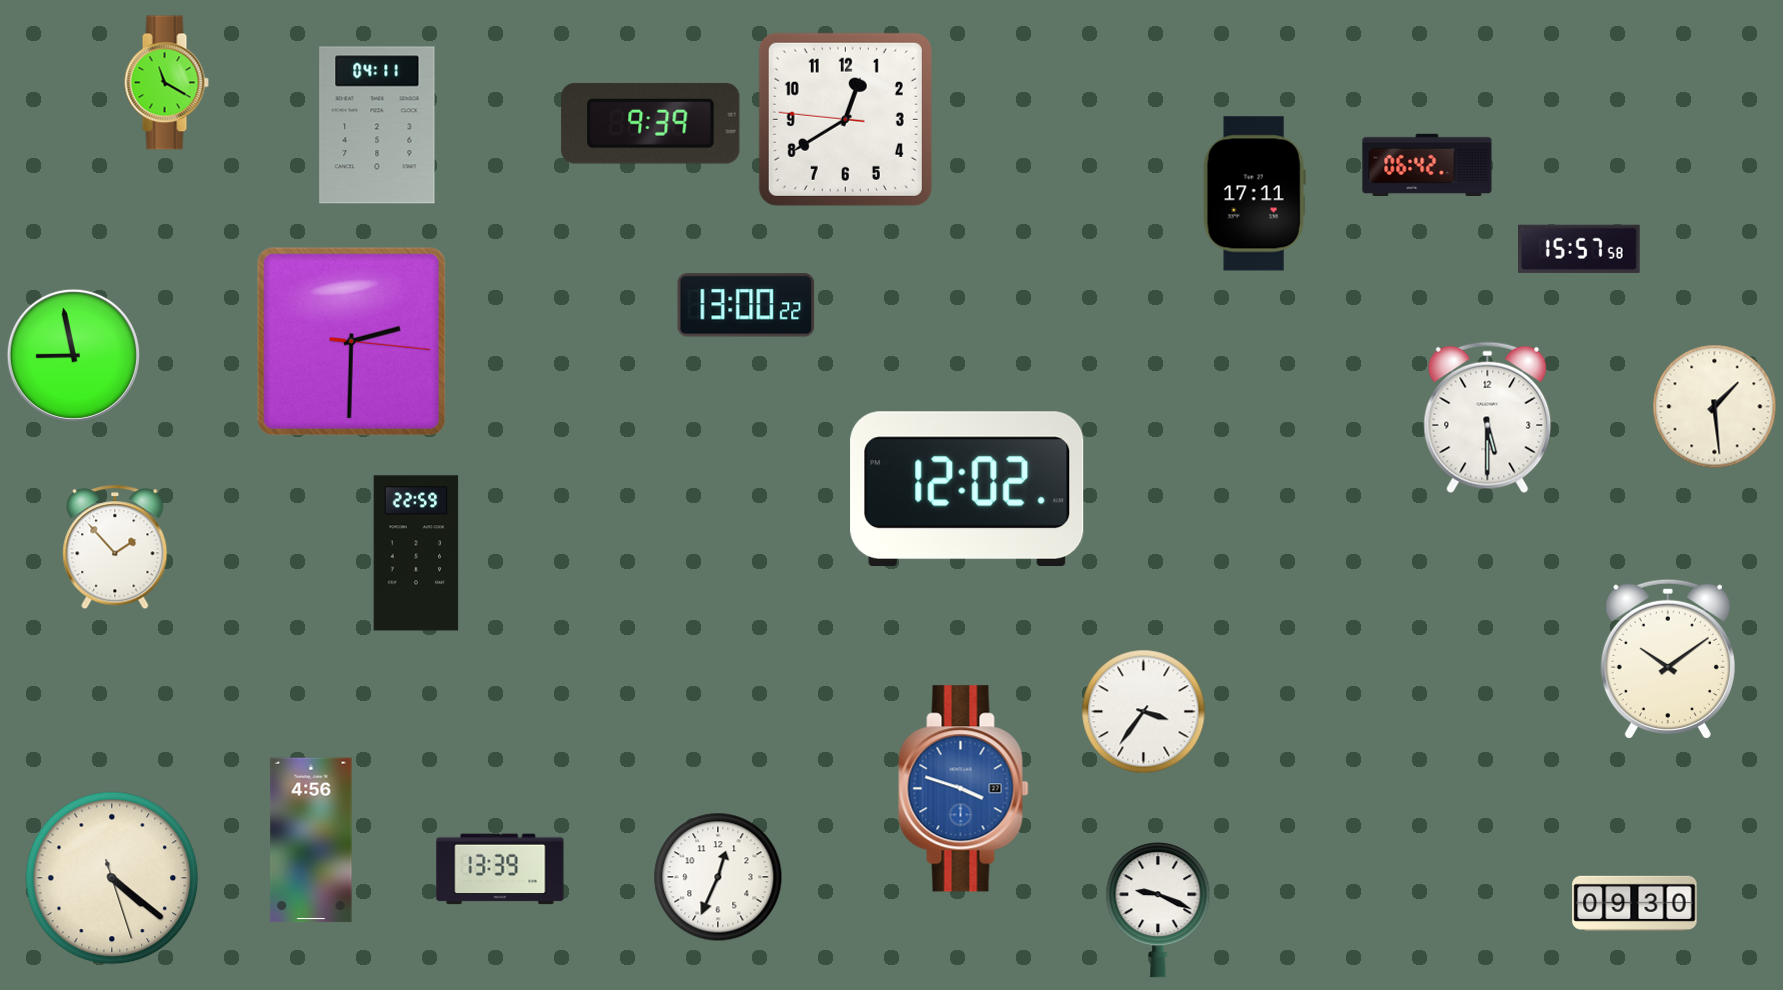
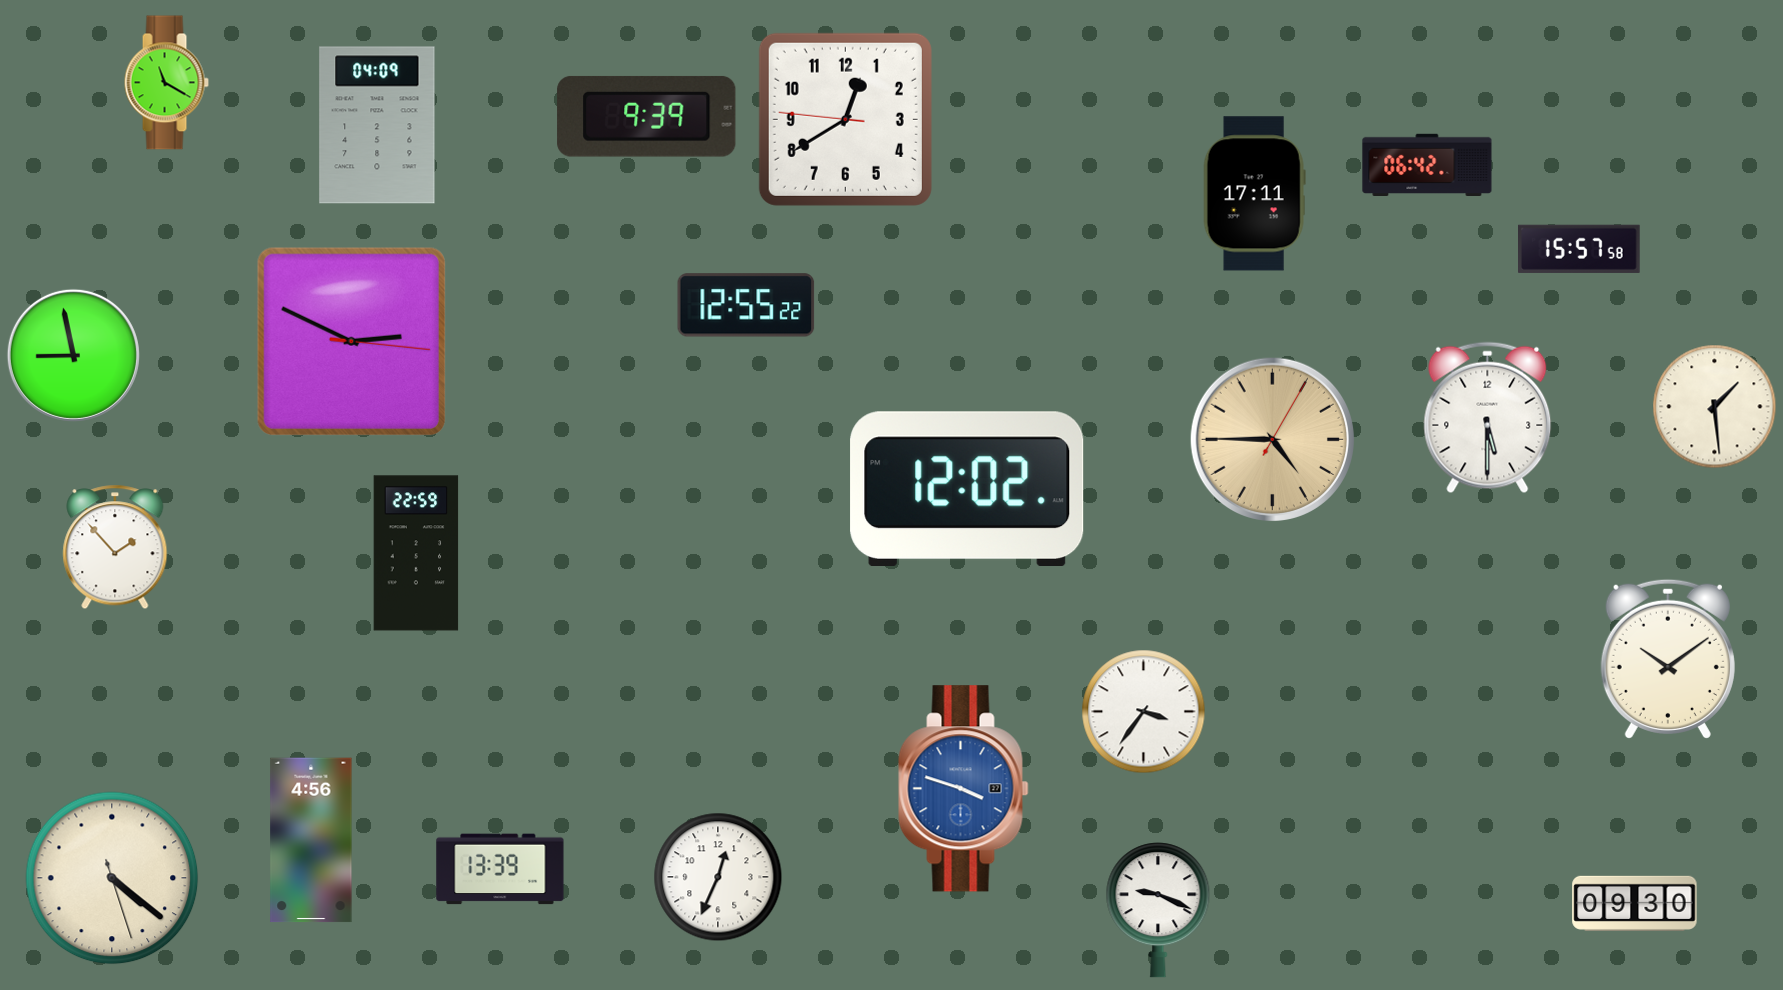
clock at (651, 123) position: (651, 123) -> (647, 116)
clock at (377, 125): 04:11 -> 04:09
clock at (746, 305): 13:00 -> 12:55
clock at (351, 341): 2:30 -> 2:49
clock at (1272, 439): none -> 4:45
